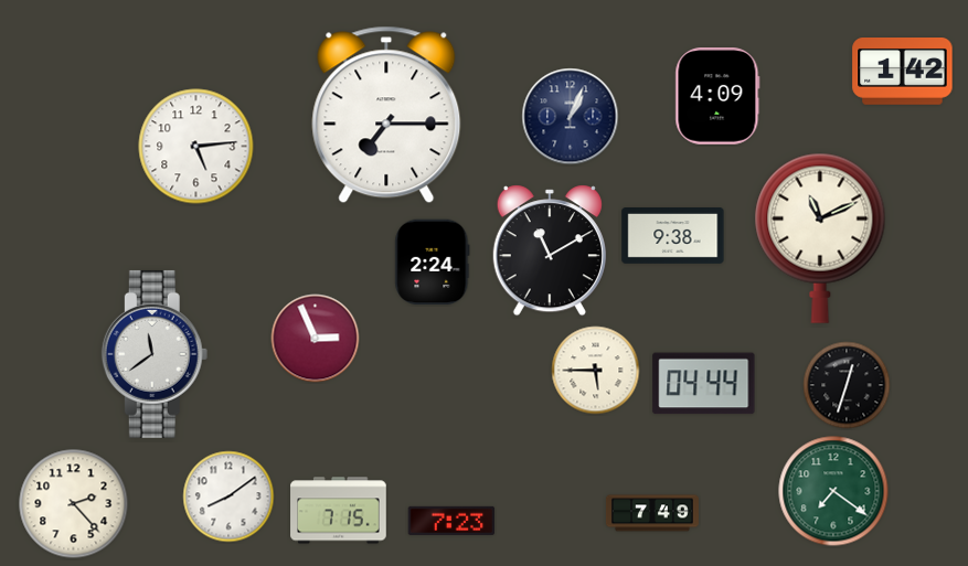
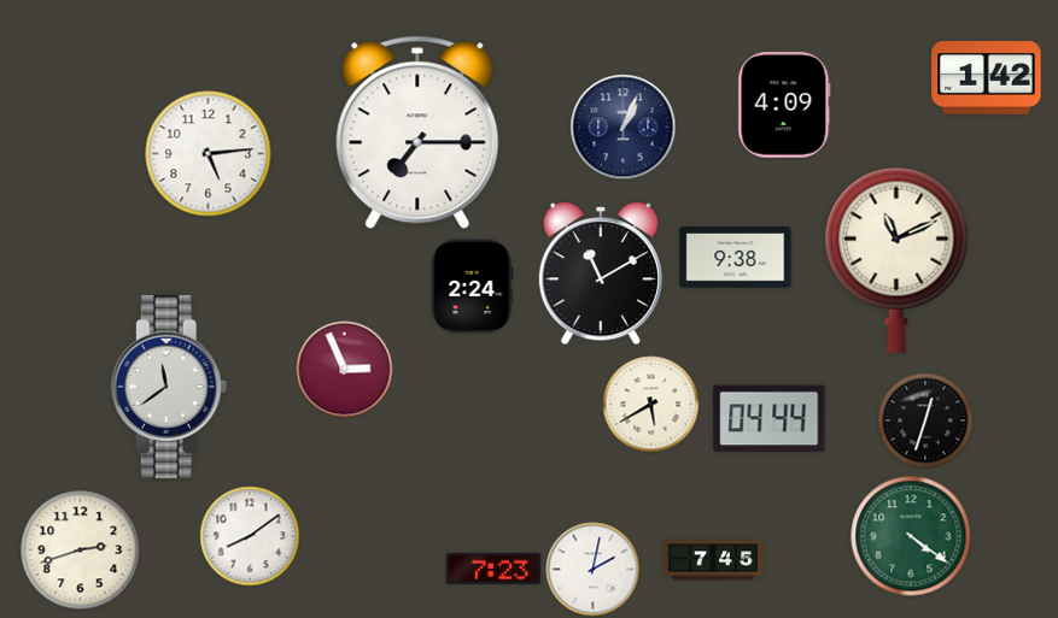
clock at (386, 115) position: (386, 115) -> (417, 133)
clock at (196, 147) position: (196, 147) -> (209, 154)
clock at (596, 371): 5:45 -> 5:40
clock at (833, 491): 7:21 -> 4:21
clock at (228, 496) position: (228, 496) -> (250, 536)
clock at (74, 504): 2:23 -> 2:42
clock at (339, 511): 7:15 -> none
clock at (652, 513): 7:49 -> 7:45
clock at (594, 570): none -> 2:02
